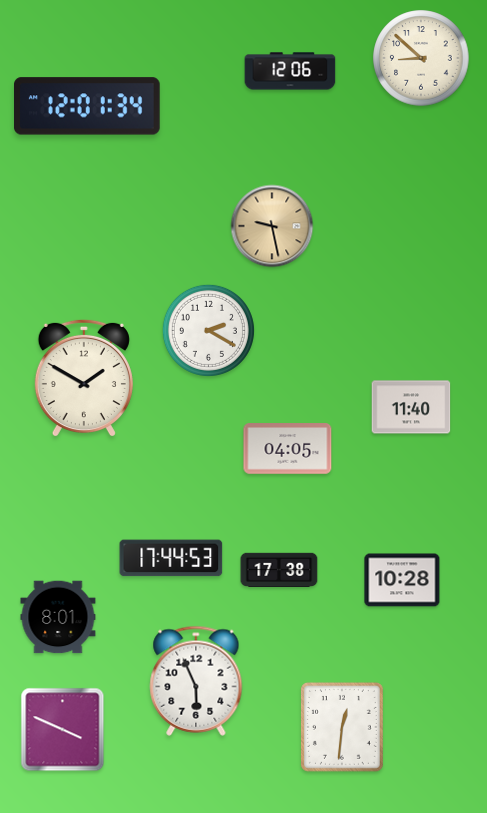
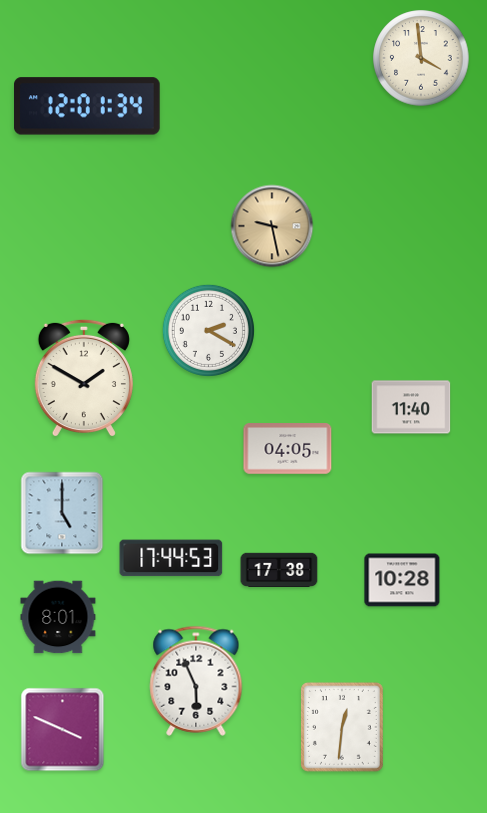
clock at (421, 58): 8:52 -> 3:59
clock at (290, 71): 12:06 -> none
clock at (62, 513): none -> 5:00
